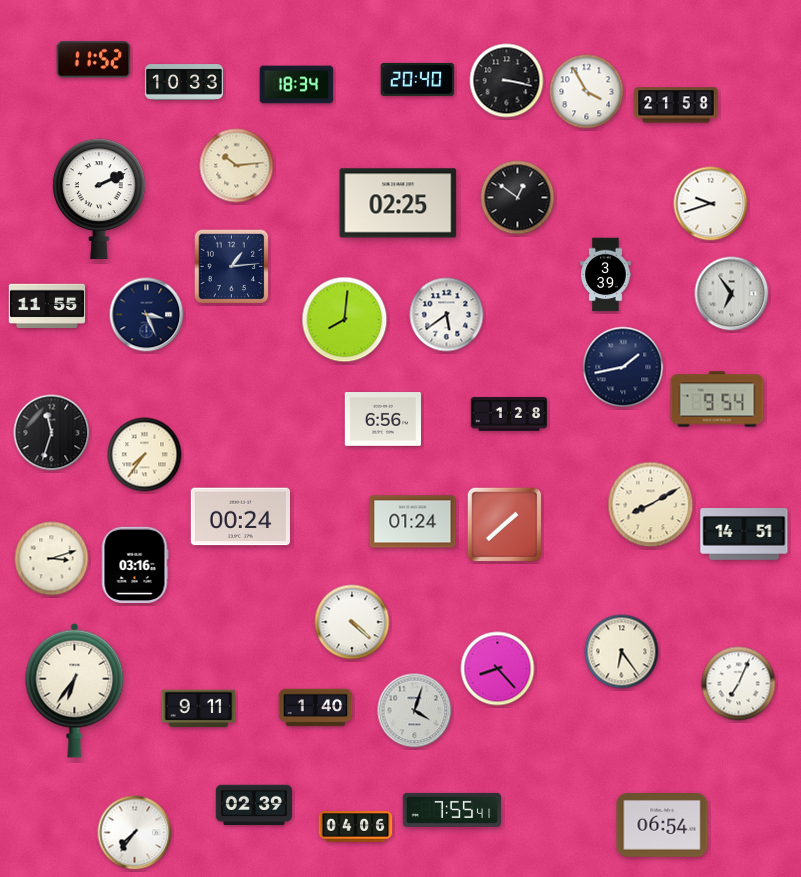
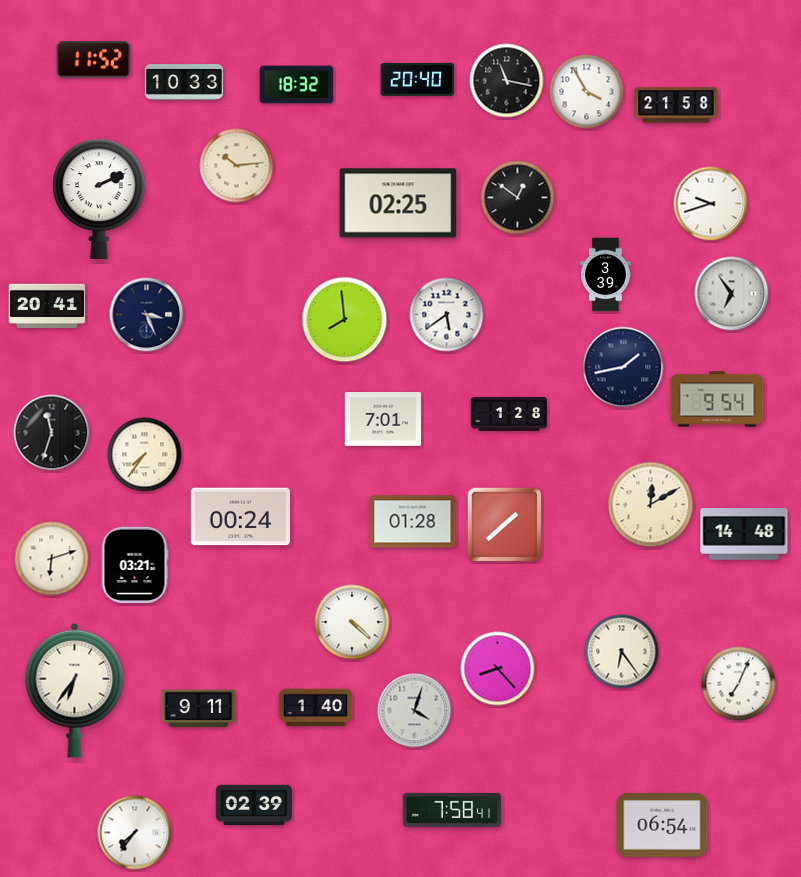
clock at (507, 81): 3:17 -> 11:17
clock at (297, 85): 18:34 -> 18:32
clock at (232, 267): 1:14 -> none
clock at (46, 305): 11:55 -> 20:41
clock at (345, 320): 8:01 -> 7:59
clock at (383, 420): 6:56 -> 7:01
clock at (651, 505): 8:10 -> 12:10
clock at (413, 522): 01:24 -> 01:28
clock at (744, 535): 14:51 -> 14:48
clock at (52, 559): 3:12 -> 6:12
clock at (135, 564): 03:16 -> 03:21
clock at (452, 810): 7:55 -> 7:58
clock at (356, 827): 04:06 -> none
